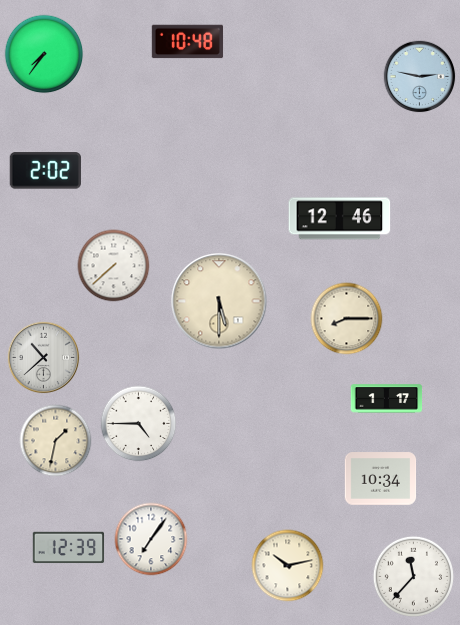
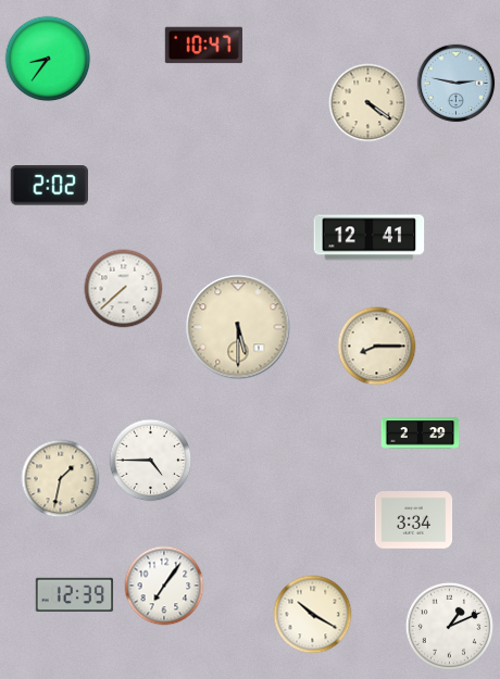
clock at (188, 42): 10:48 -> 10:47
clock at (44, 54): 7:36 -> 8:36
clock at (368, 103): none -> 4:21
clock at (340, 219): 12:46 -> 12:41
clock at (44, 358): 10:38 -> none
clock at (387, 399): 1:17 -> 2:29
clock at (381, 479): 10:34 -> 3:34
clock at (288, 566): 10:13 -> 10:20
clock at (413, 576): 11:37 -> 1:11
